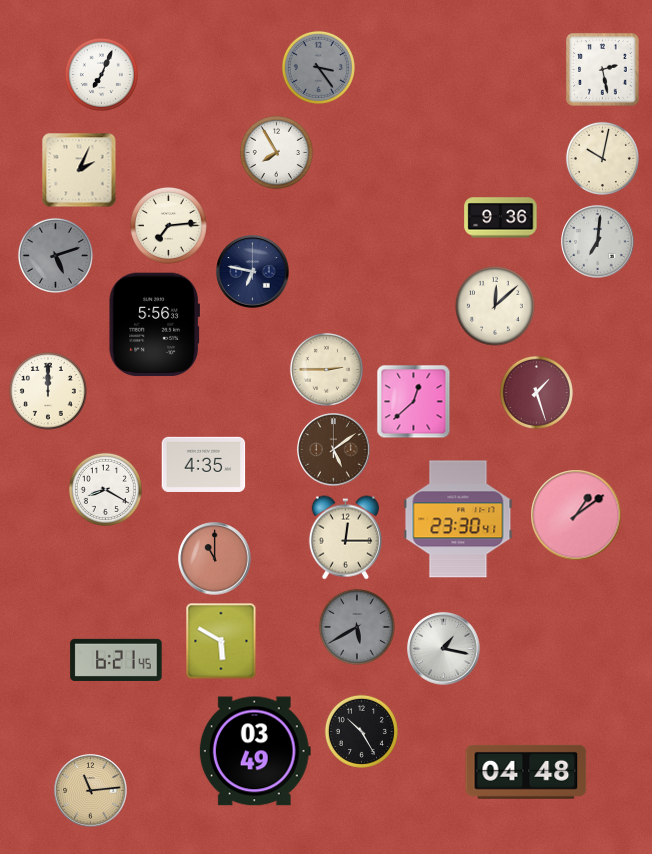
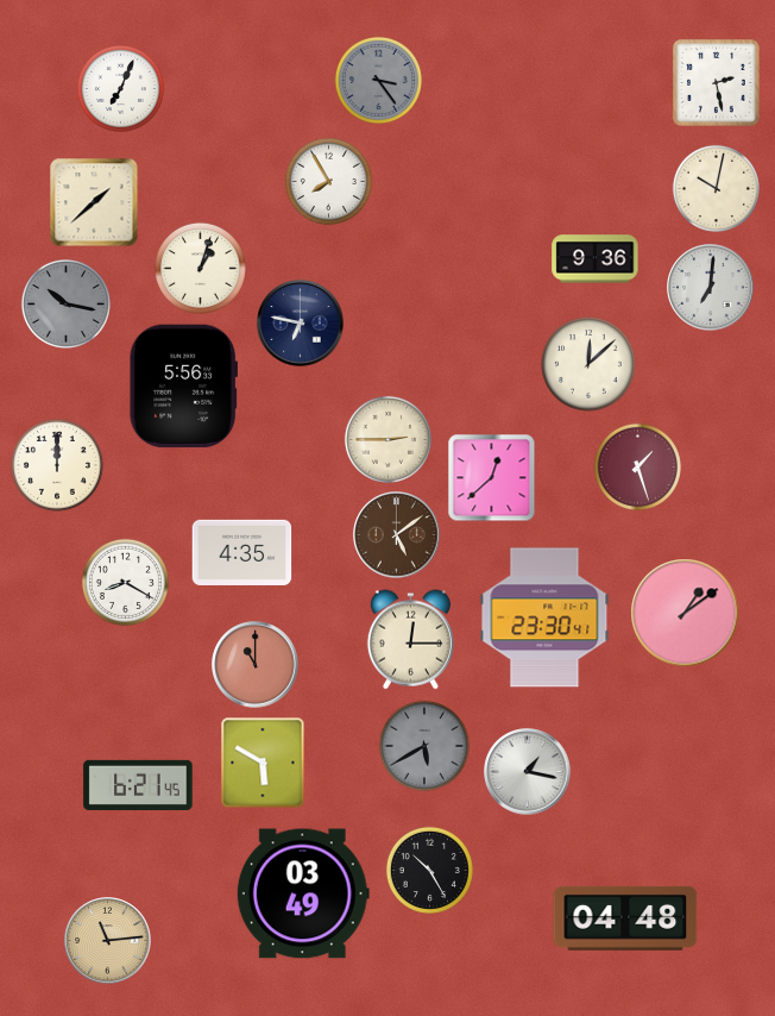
clock at (79, 170): 2:04 -> 1:38
clock at (168, 225): 7:14 -> 1:03
clock at (55, 255): 5:12 -> 10:17
